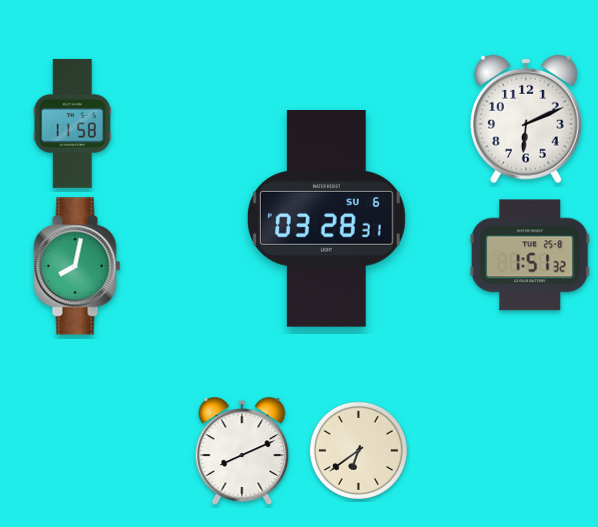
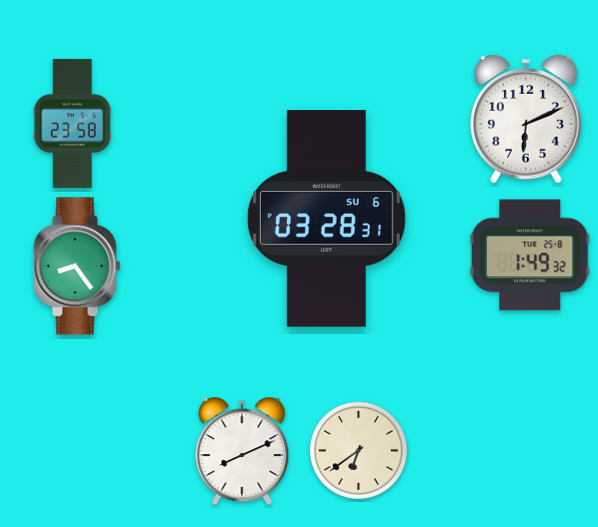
clock at (72, 123): 11:58 -> 23:58
clock at (530, 255): 1:51 -> 1:49
clock at (77, 266): 8:02 -> 8:24
